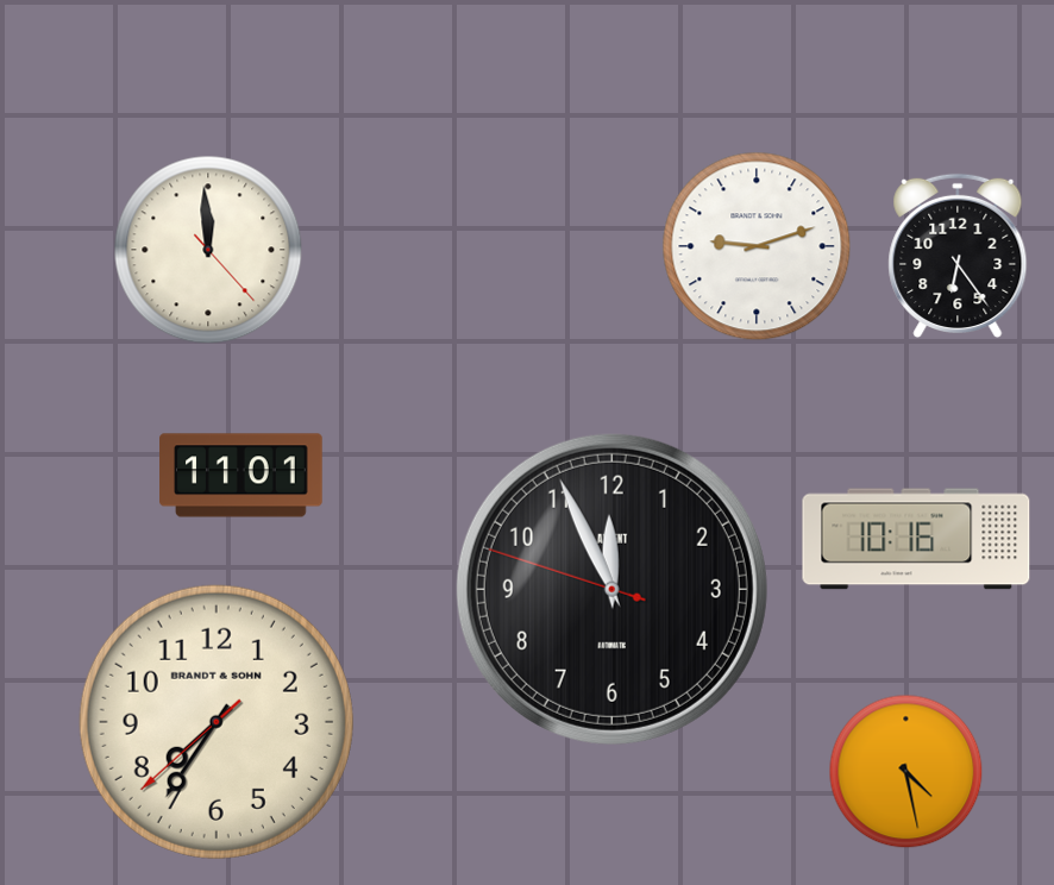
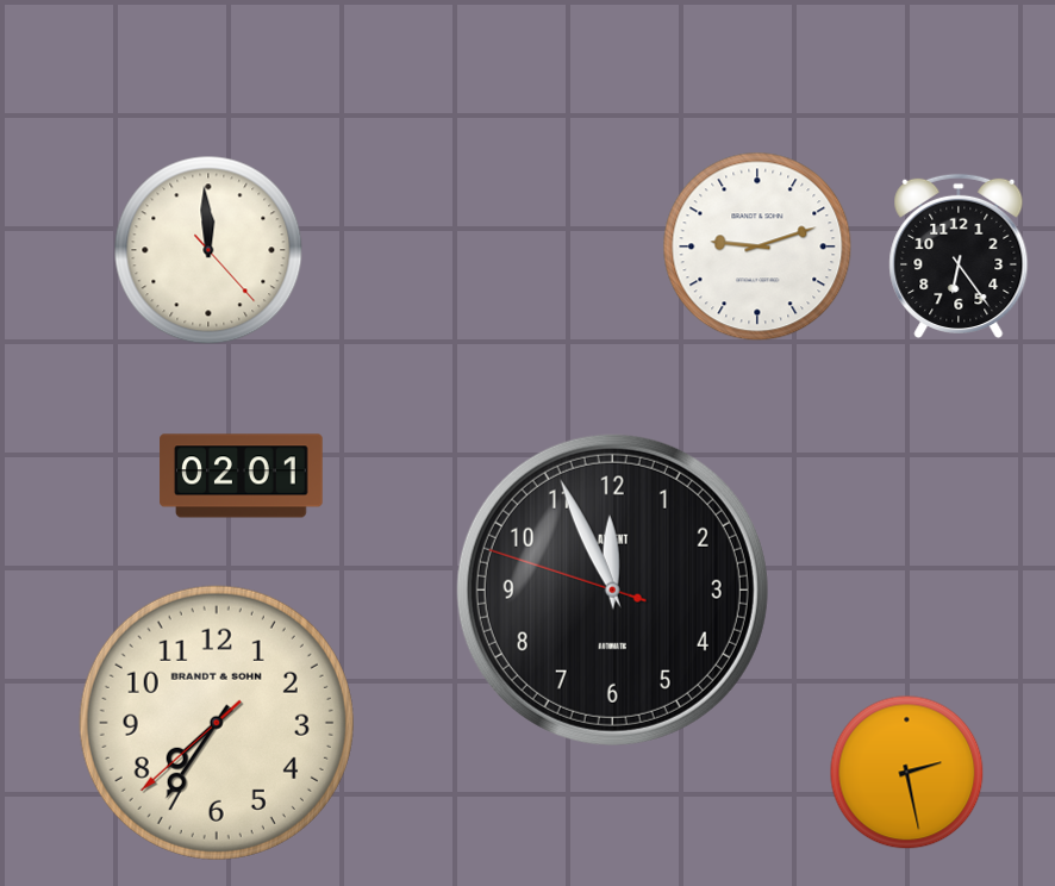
clock at (241, 476): 11:01 -> 02:01
clock at (916, 539): 10:16 -> none
clock at (906, 772): 4:28 -> 2:28
